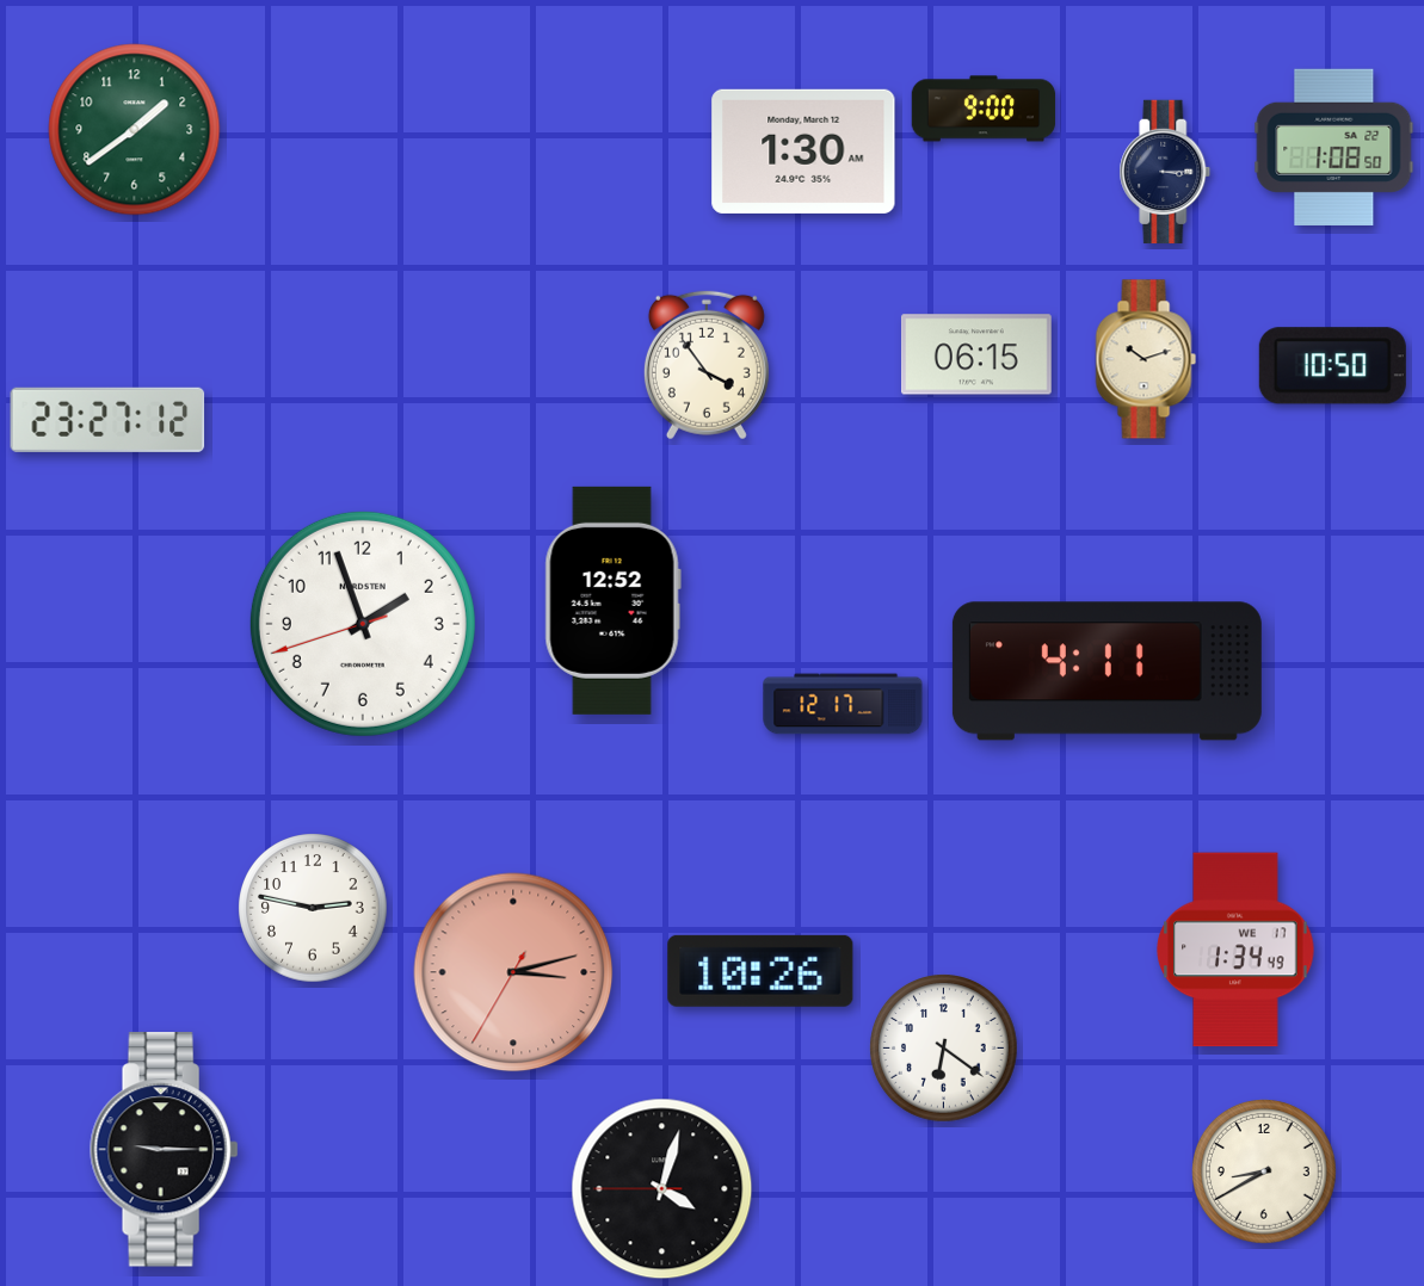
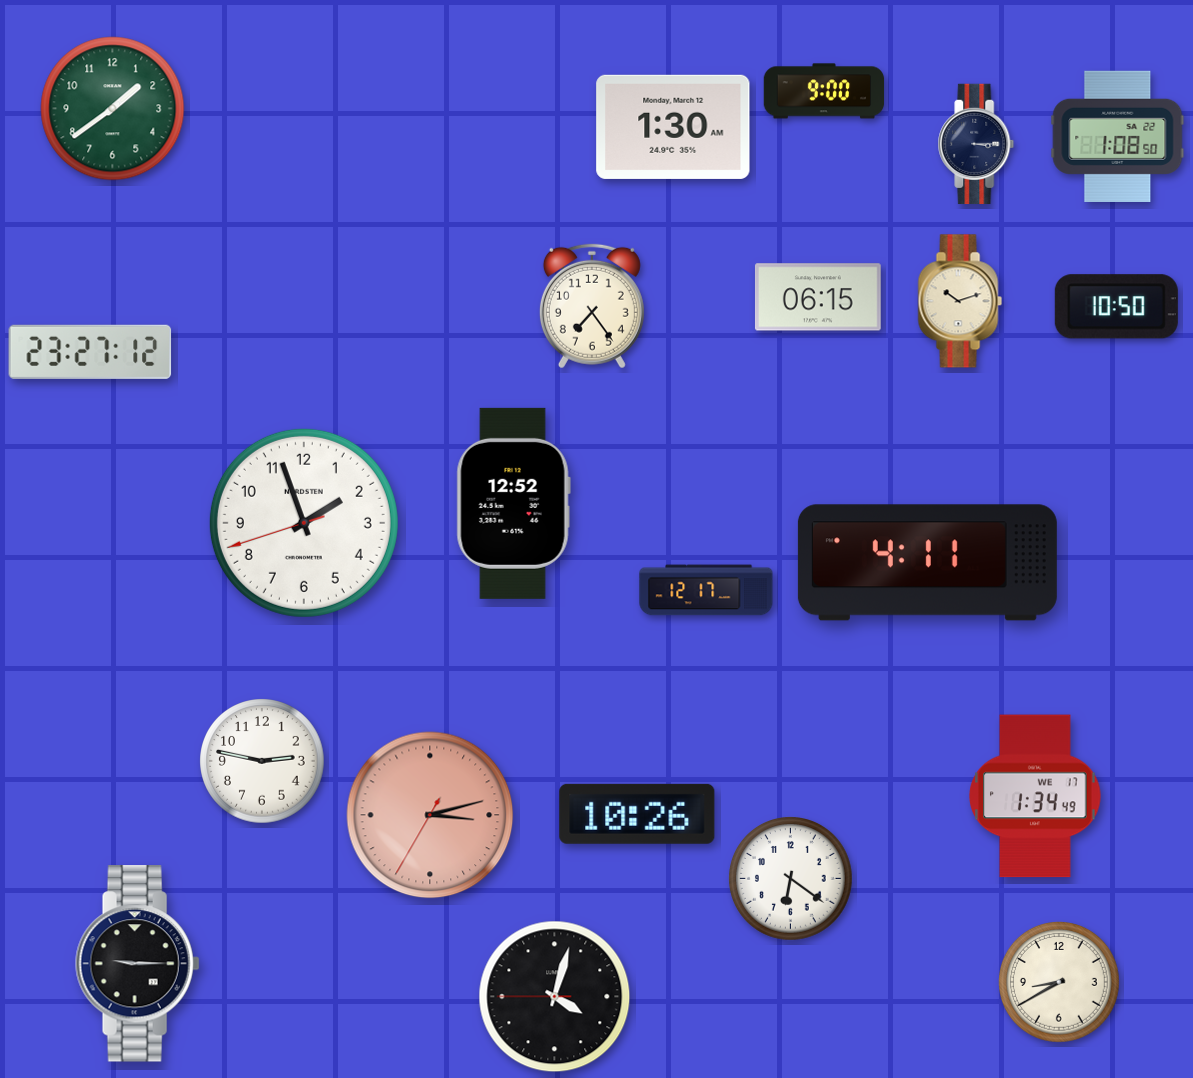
clock at (1334, 147) position: (1334, 147) -> (1118, 136)
clock at (707, 365): 3:54 -> 7:24
